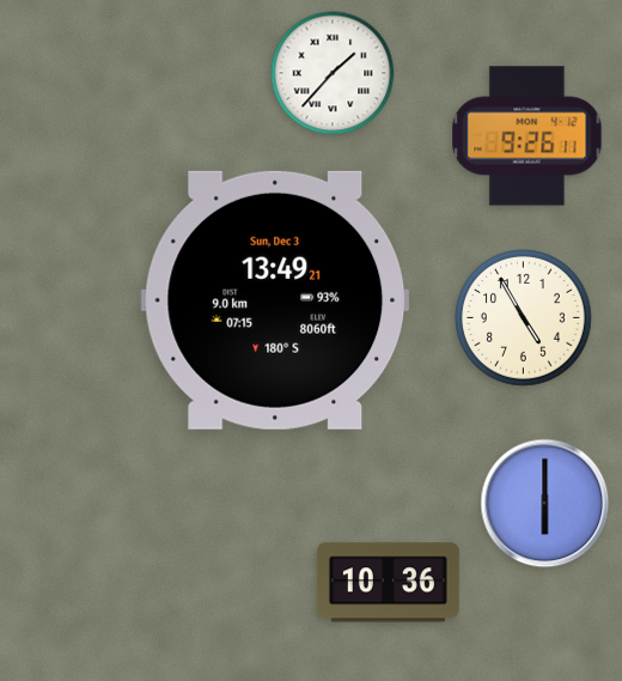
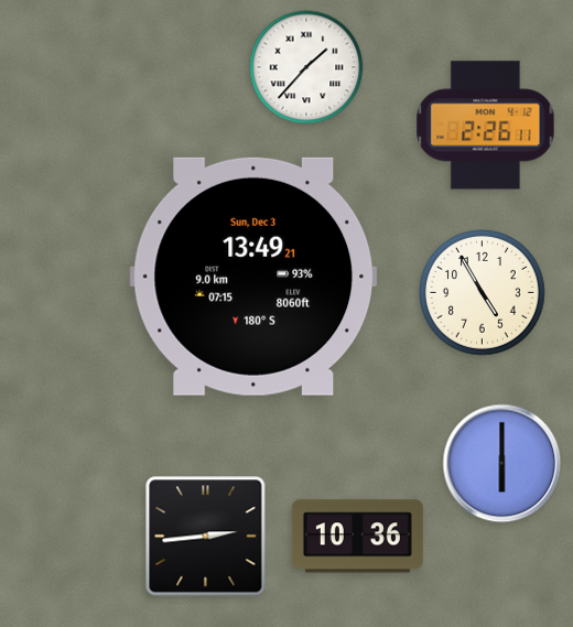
clock at (528, 136): 9:26 -> 2:26
clock at (206, 537): none -> 2:44
